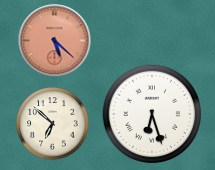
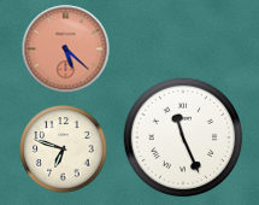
clock at (152, 114): 6:27 -> 11:26
clock at (53, 124): 6:52 -> 6:48
